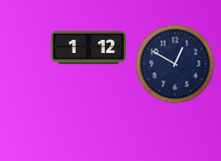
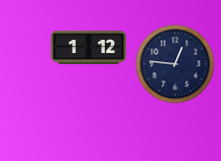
clock at (175, 64): 12:50 -> 12:46
